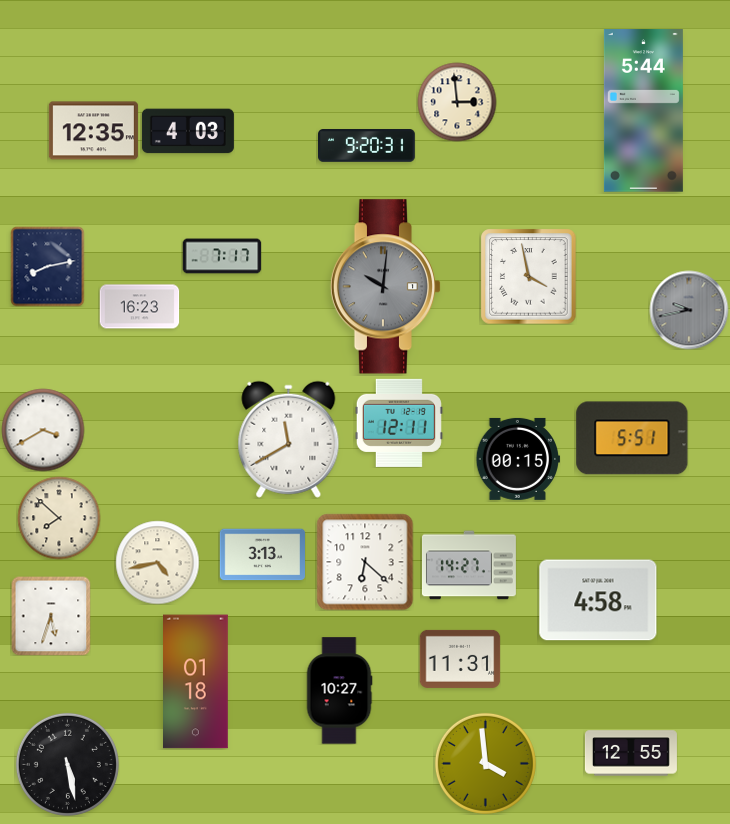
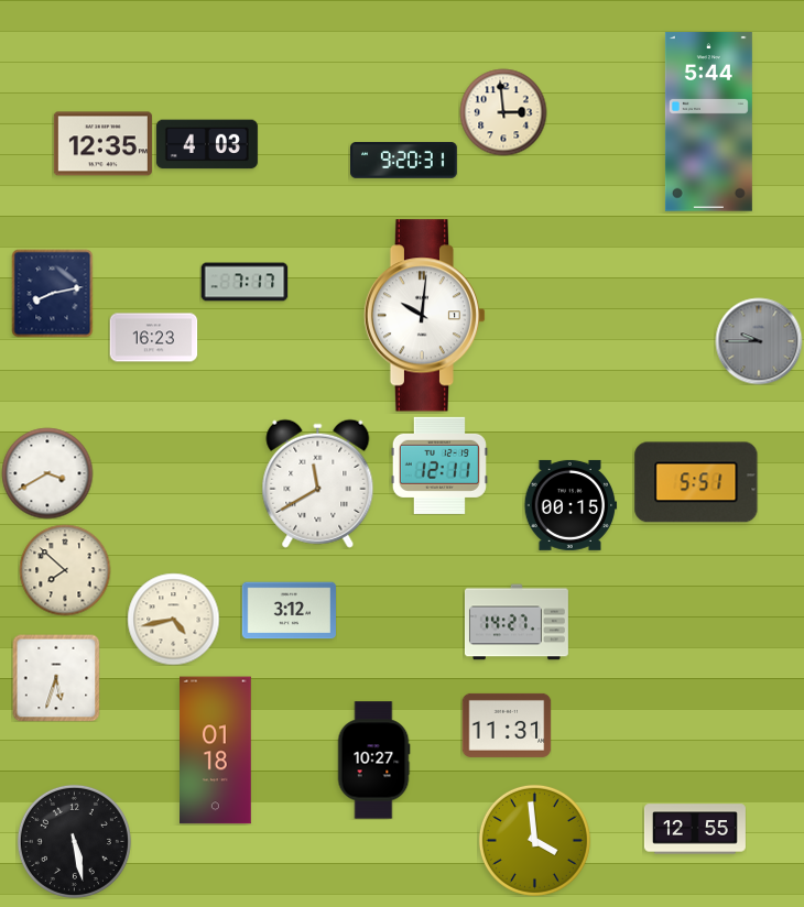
clock at (528, 276): 3:58 -> none
clock at (386, 287) dial: grey -> white
clock at (689, 310): 9:43 -> 9:45
clock at (262, 555): 3:13 -> 3:12
clock at (365, 562): 6:22 -> none
clock at (598, 600): 4:58 -> none
